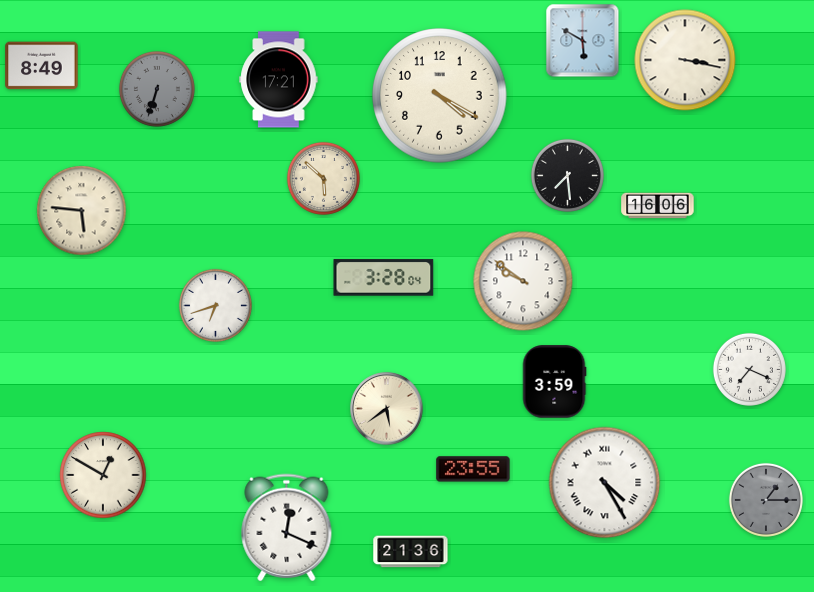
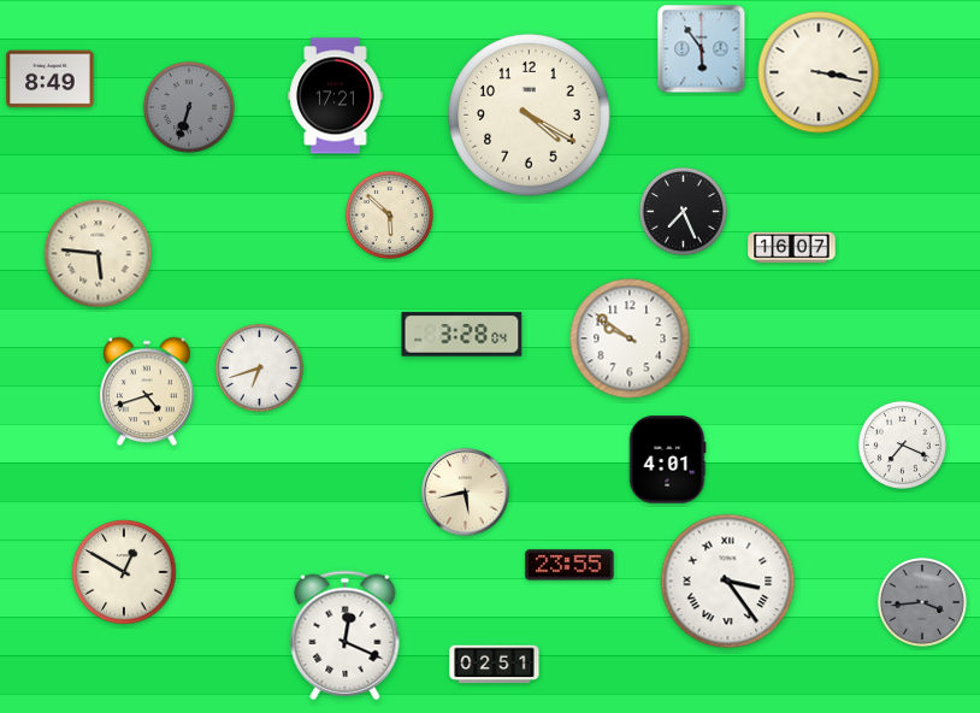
clock at (583, 41): 5:50 -> 5:54
clock at (685, 60) position: (685, 60) -> (819, 72)
clock at (567, 175): 7:29 -> 7:26
clock at (658, 206): 16:06 -> 16:07
clock at (147, 391): none -> 4:42
clock at (554, 382): 3:59 -> 4:01
clock at (387, 409): 5:39 -> 5:43
clock at (605, 483): 4:25 -> 3:24
clock at (766, 500): 1:15 -> 3:44
clock at (411, 552): 21:36 -> 02:51
